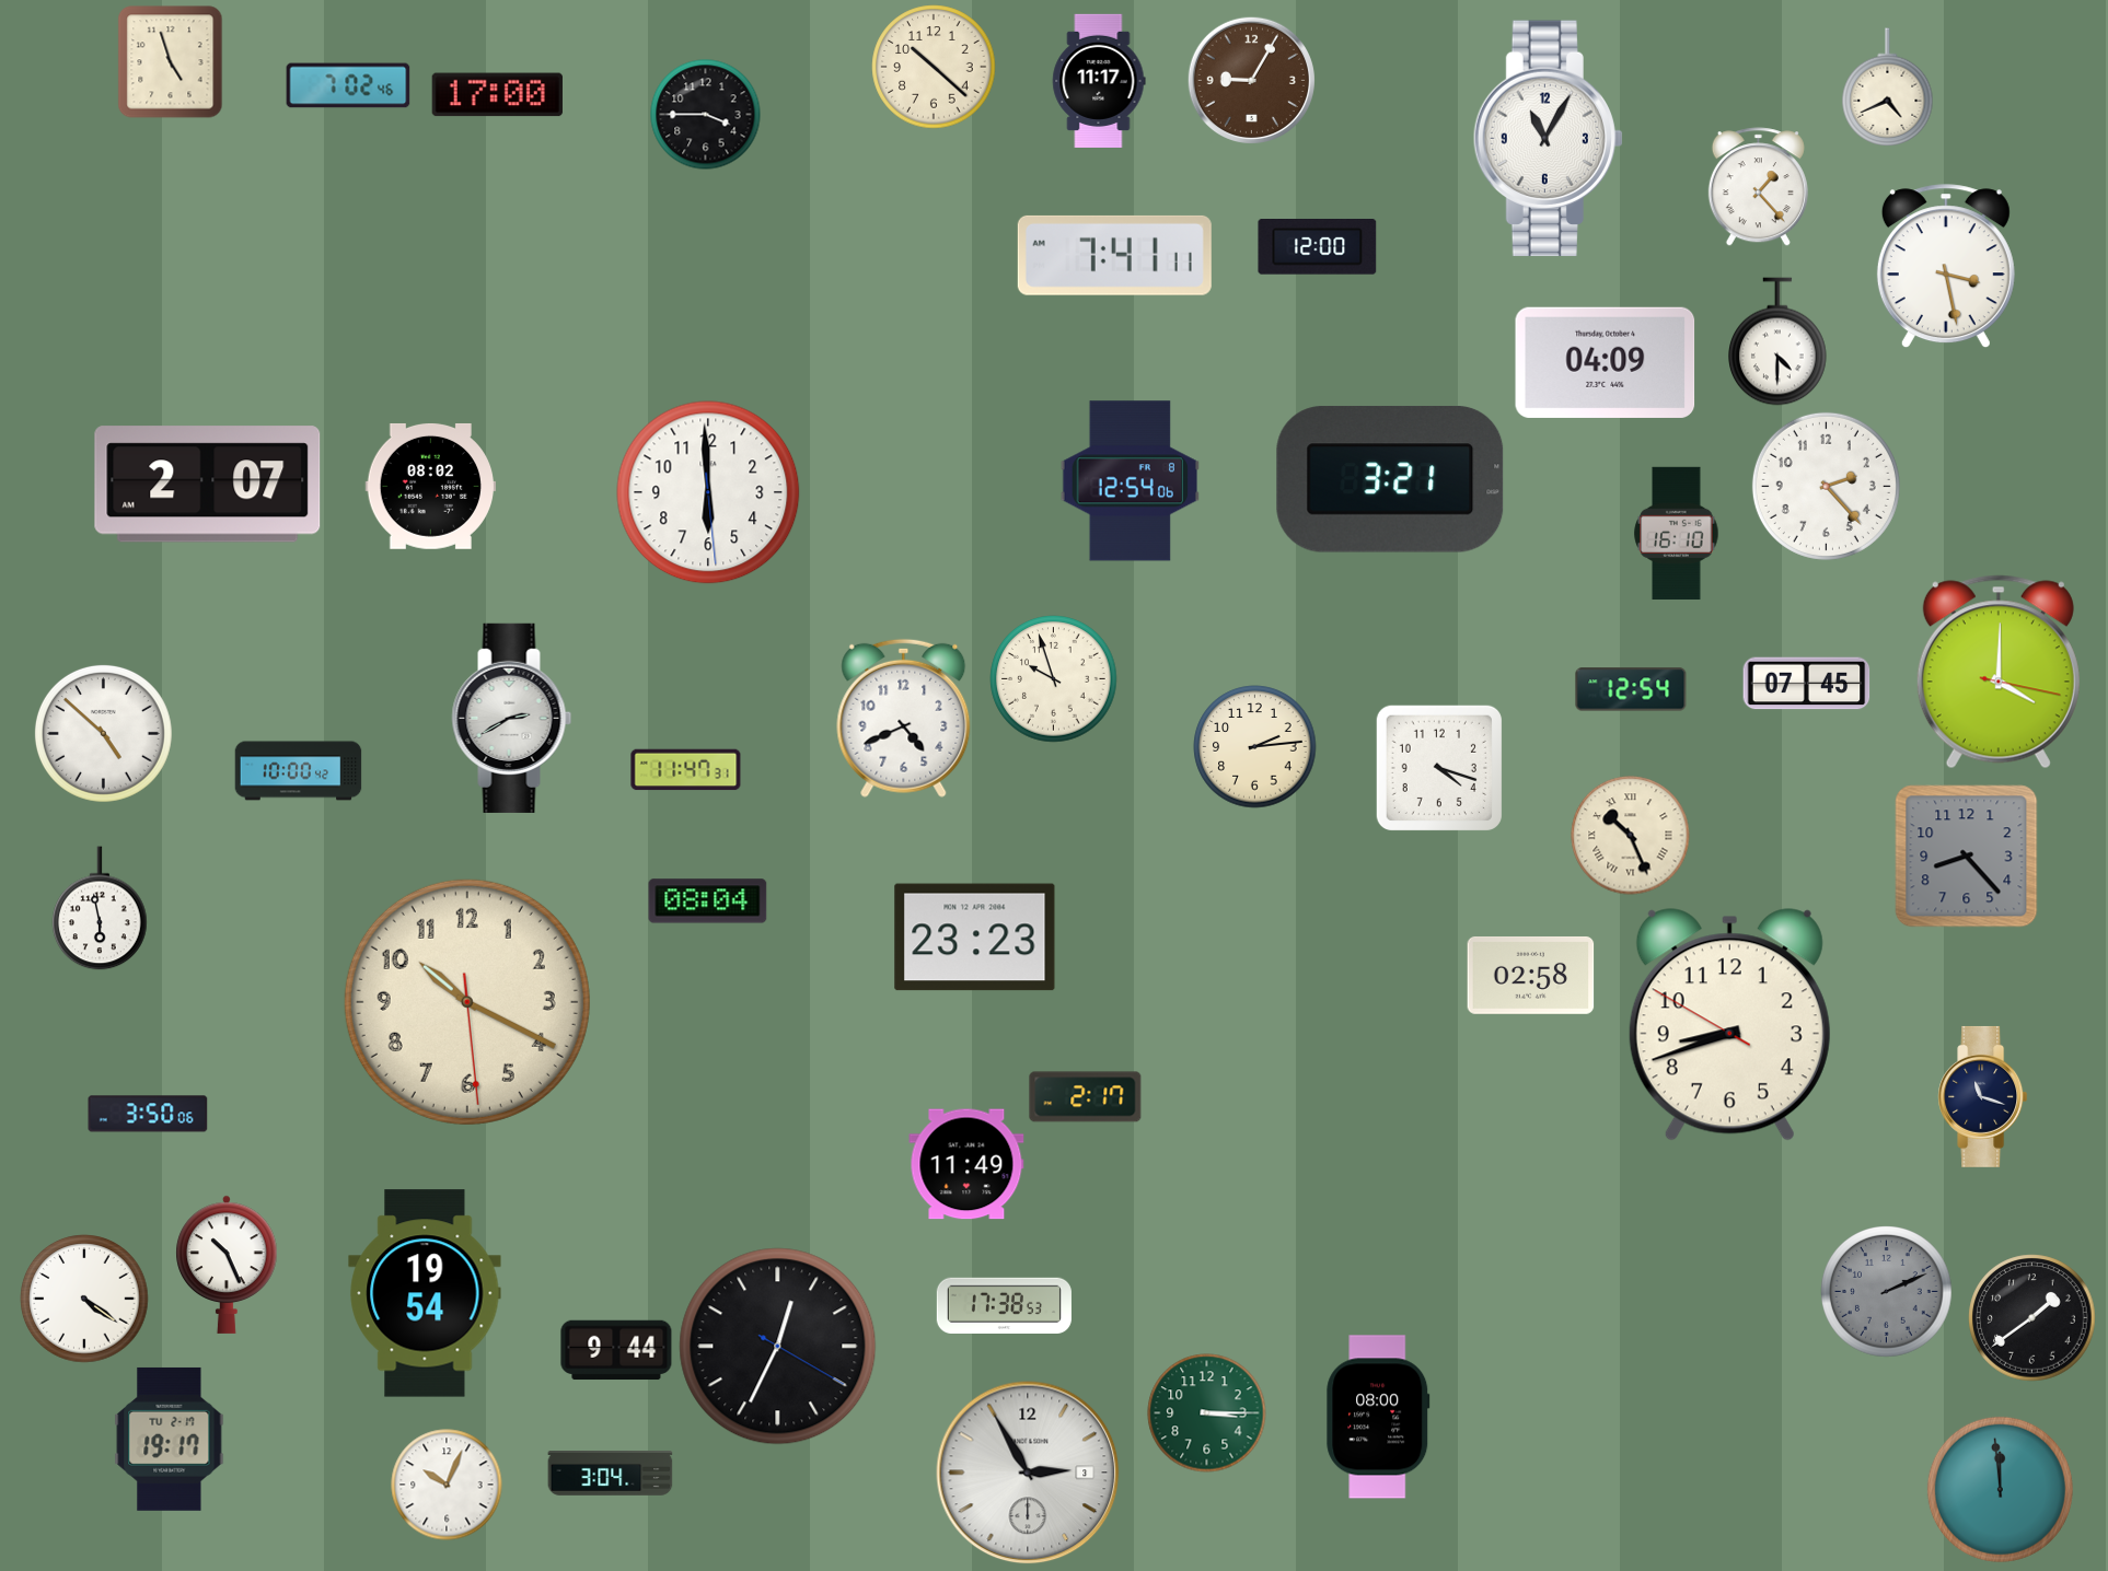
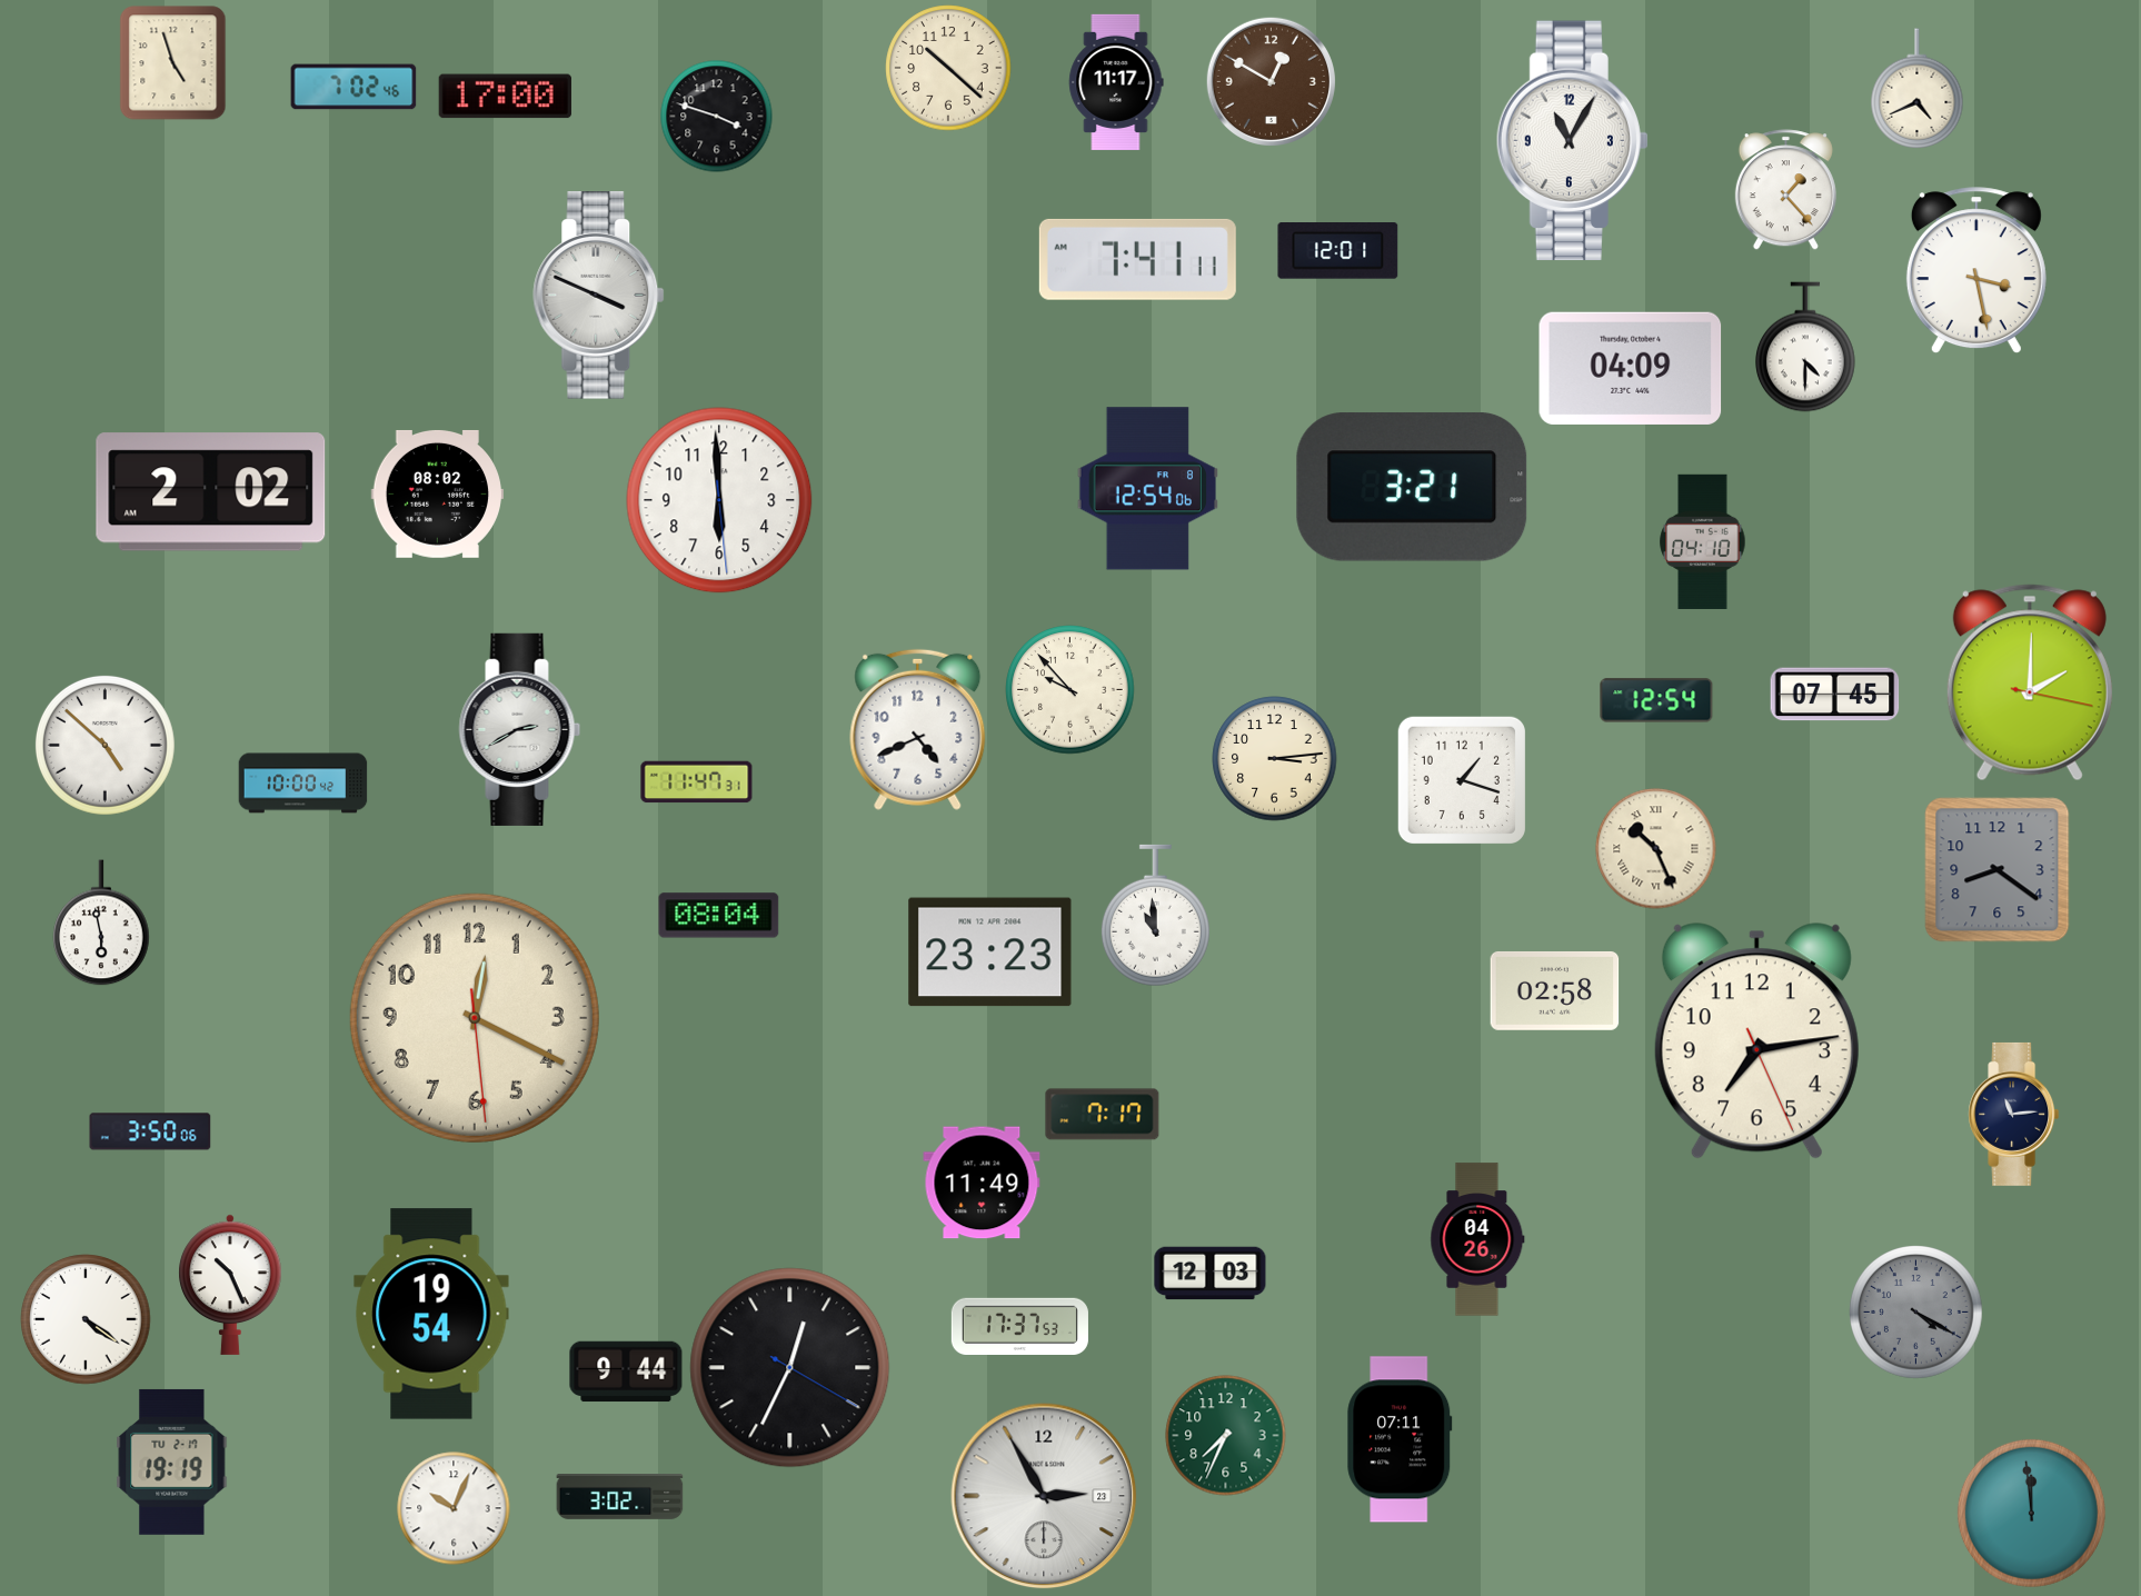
clock at (1251, 80): 9:05 -> 12:50
clock at (706, 115): 3:45 -> 3:48
clock at (1318, 247): 12:00 -> 12:01
clock at (1114, 255) position: (1114, 255) -> (1137, 259)
clock at (599, 296): none -> 3:49
clock at (208, 485): 2:07 -> 2:02
clock at (1826, 486): 2:23 -> none
clock at (1677, 533): 16:10 -> 04:10
clock at (1999, 672): 4:00 -> 2:00
clock at (1054, 679): 9:57 -> 9:53
clock at (1255, 747): 2:14 -> 3:14
clock at (1439, 768): 4:18 -> 1:18
clock at (1967, 857): 8:23 -> 8:21
clock at (1155, 916): none -> 10:59
clock at (467, 1002): 10:19 -> 12:19
clock at (1729, 1025): 8:41 -> 7:13
clock at (1983, 1096): 11:18 -> 11:14
clock at (1086, 1097): 2:17 -> 7:17
clock at (1477, 1239): none -> 04:26
clock at (1211, 1274): none -> 12:03
clock at (1887, 1292): 2:11 -> 4:20
clock at (1004, 1305): 17:38 -> 17:37
clock at (2032, 1318): 1:39 -> none
clock at (1207, 1413): 3:15 -> 7:34
clock at (1378, 1417): 08:00 -> 07:11
clock at (170, 1439): 19:17 -> 19:19
clock at (1028, 1473) date: 3 -> 23
clock at (611, 1474): 3:04 -> 3:02
